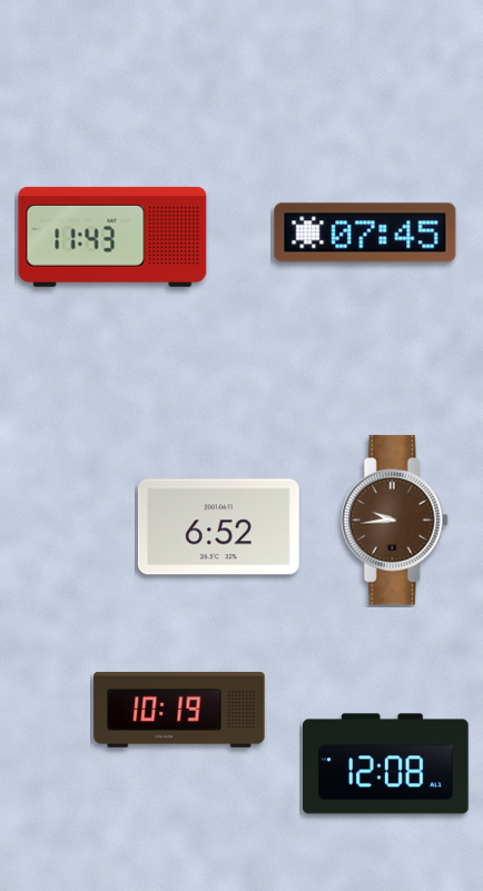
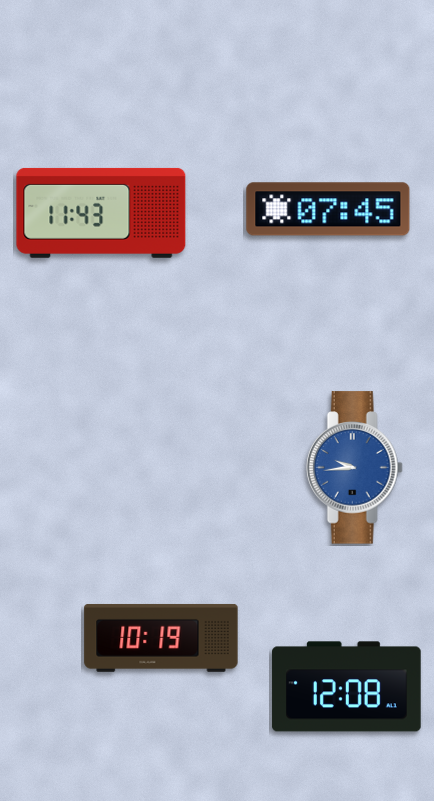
clock at (394, 521) dial: brown -> blue
clock at (218, 527): 6:52 -> none
